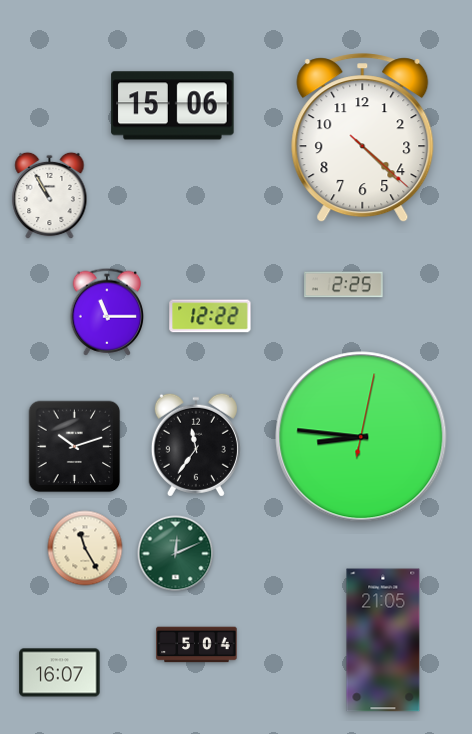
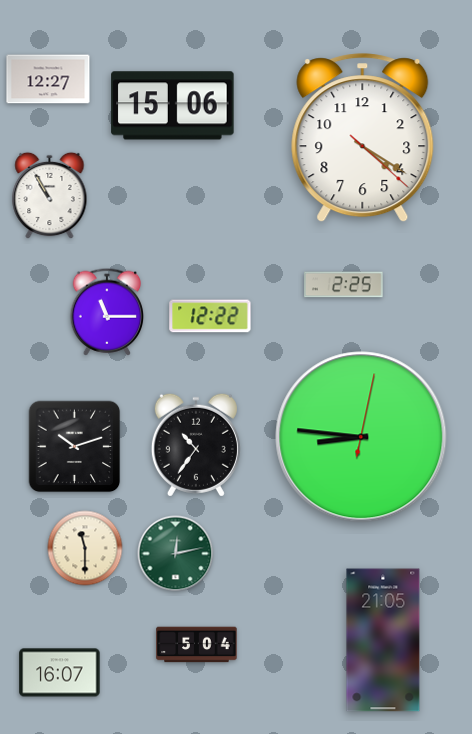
clock at (48, 79): none -> 12:27
clock at (363, 138): 4:22 -> 4:20
clock at (196, 445): 11:36 -> 10:36
clock at (85, 548): 11:25 -> 11:30
clock at (176, 554): 12:11 -> 12:13
